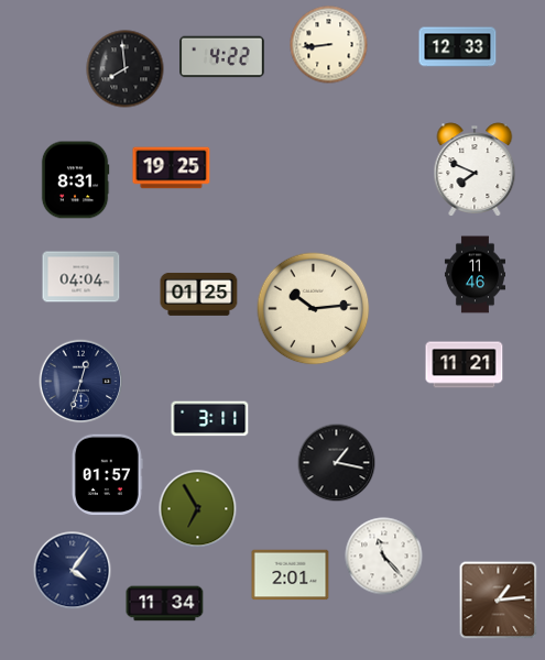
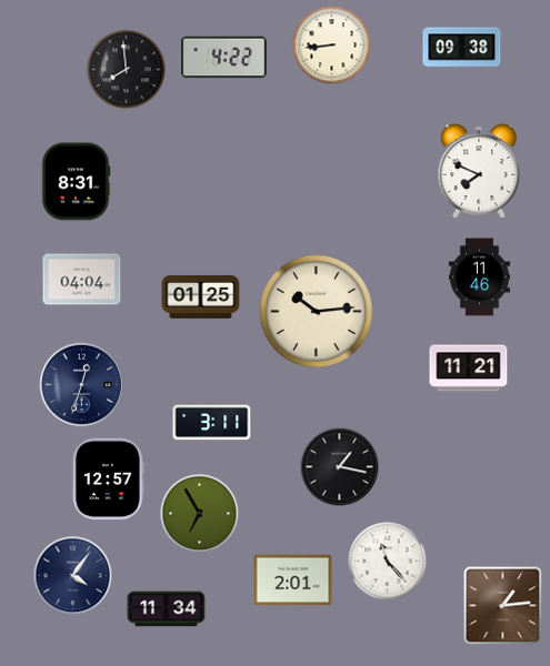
clock at (458, 47): 12:33 -> 09:38
clock at (172, 168): 19:25 -> none
clock at (107, 475): 01:57 -> 12:57
